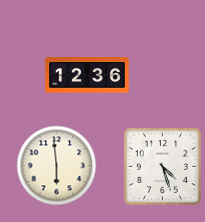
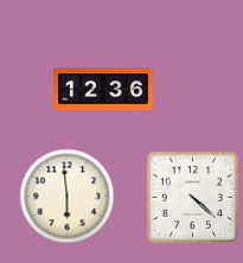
clock at (162, 166): 4:27 -> 4:22
